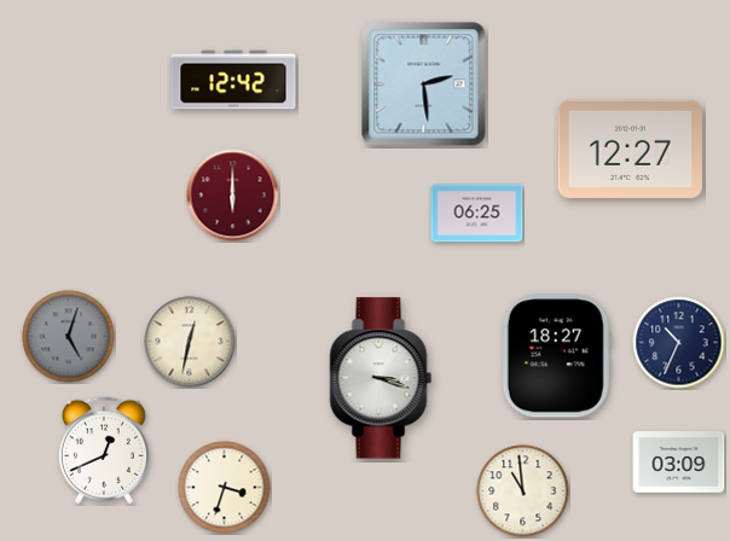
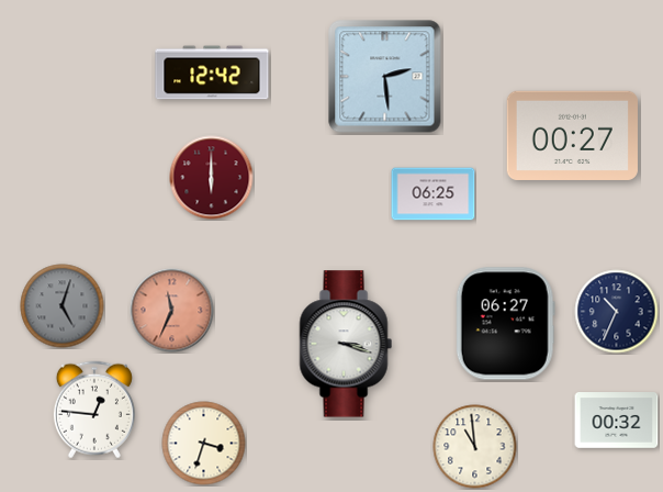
clock at (630, 149): 12:27 -> 00:27
clock at (190, 342): 12:32 -> 11:34
clock at (190, 342) dial: cream -> salmon
clock at (556, 356): 18:27 -> 06:27
clock at (104, 450): 12:41 -> 12:46
clock at (679, 463): 03:09 -> 00:32
